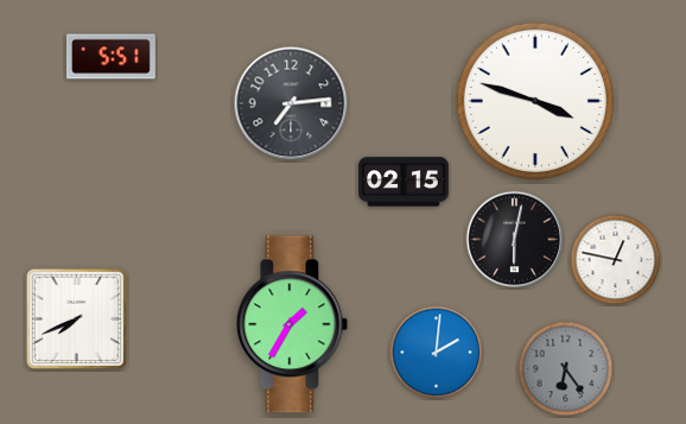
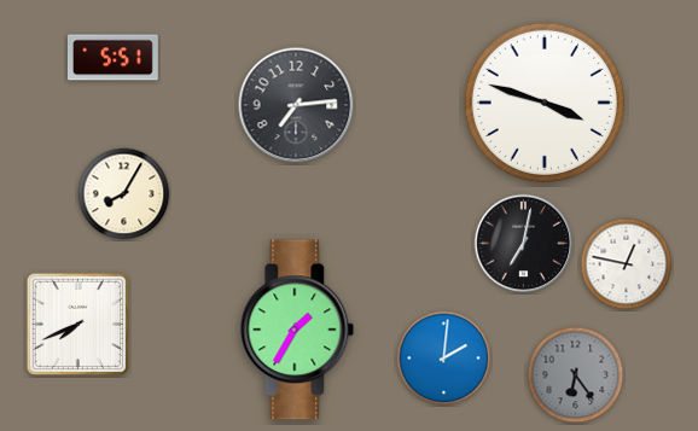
clock at (405, 182): 02:15 -> none
clock at (124, 194): none -> 8:05
clock at (515, 240): 6:02 -> 7:02
